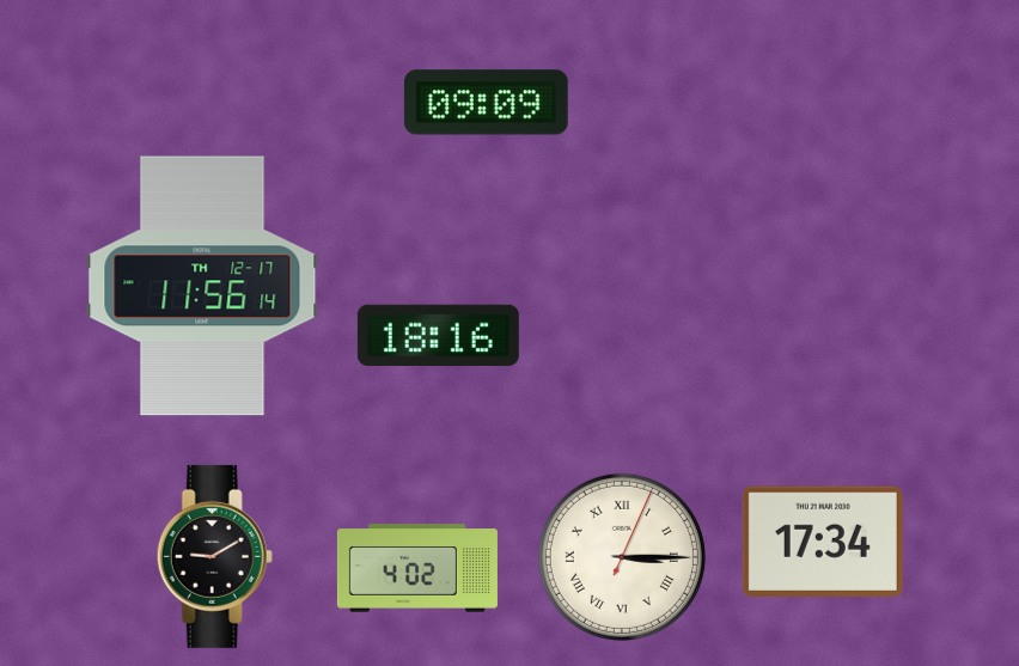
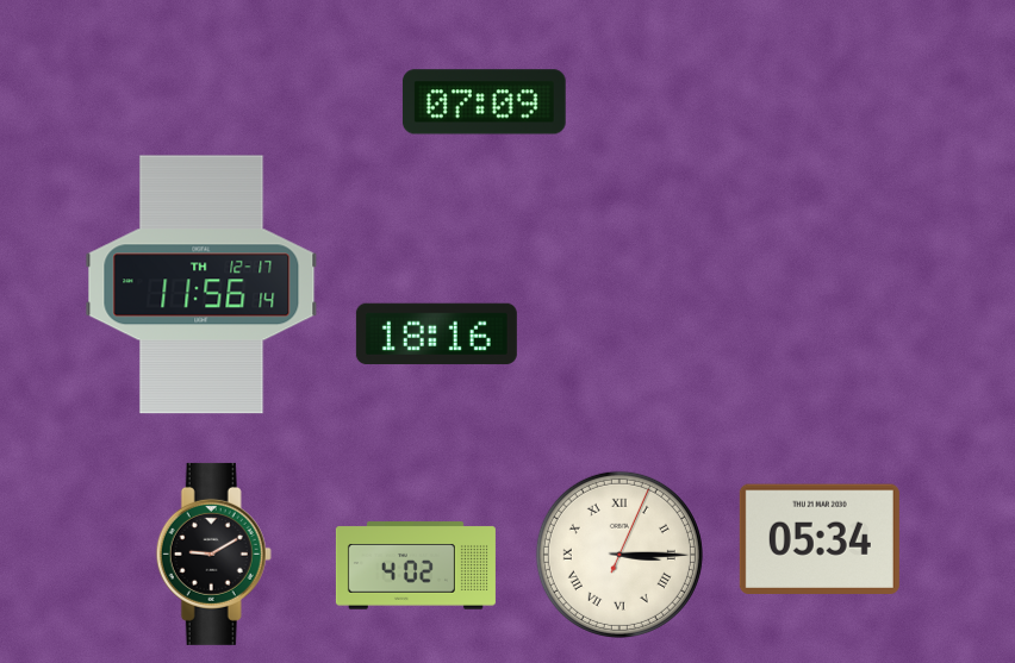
clock at (486, 103): 09:09 -> 07:09
clock at (823, 540): 17:34 -> 05:34
